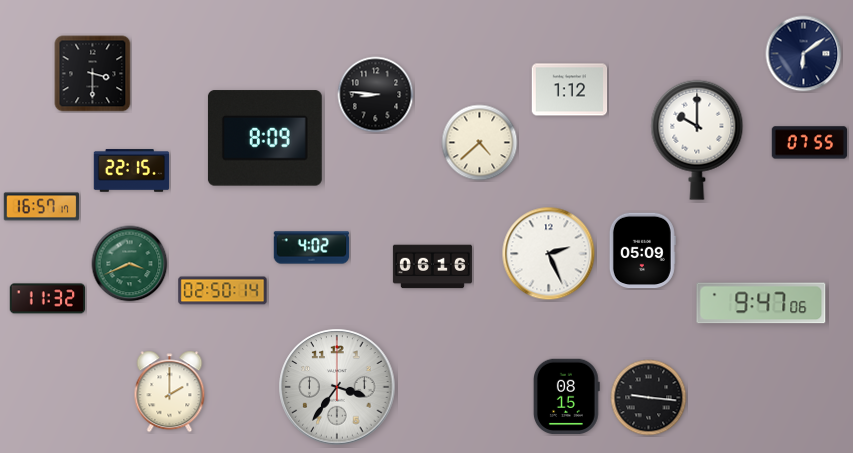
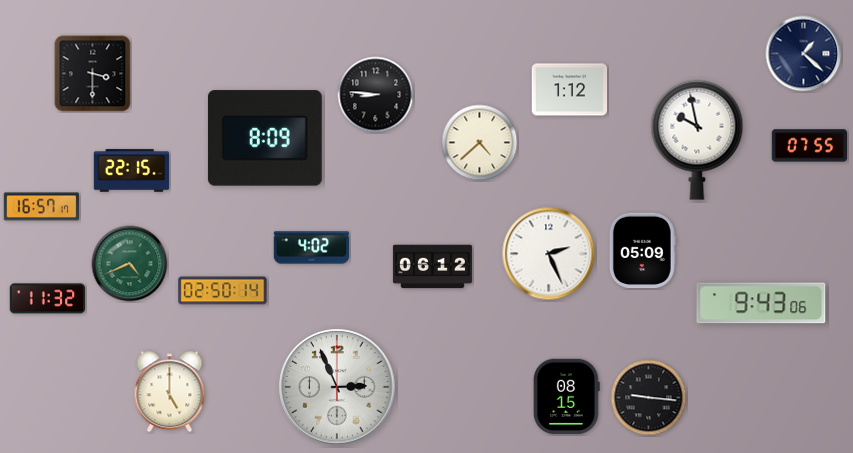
clock at (804, 54): 6:09 -> 1:22
clock at (697, 140): 10:00 -> 9:58
clock at (810, 143) position: (810, 143) -> (810, 146)
clock at (130, 264): 3:41 -> 4:41
clock at (432, 267): 06:16 -> 06:12
clock at (761, 303): 9:47 -> 9:43
clock at (337, 387): 3:36 -> 2:56
clock at (170, 392): 2:00 -> 5:00
